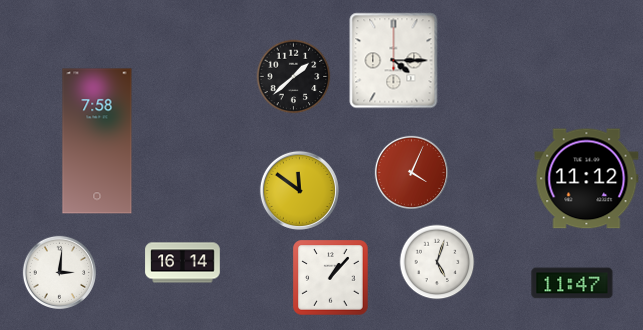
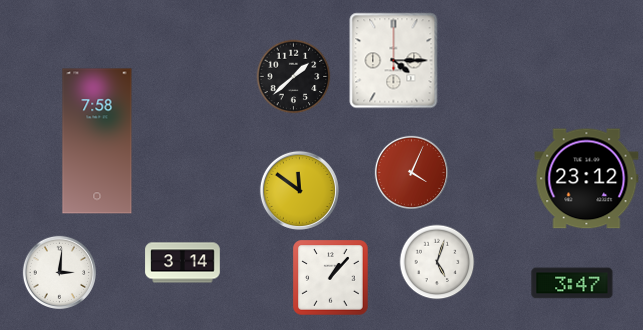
clock at (587, 179): 11:12 -> 23:12
clock at (183, 263): 16:14 -> 3:14
clock at (572, 283): 11:47 -> 3:47
